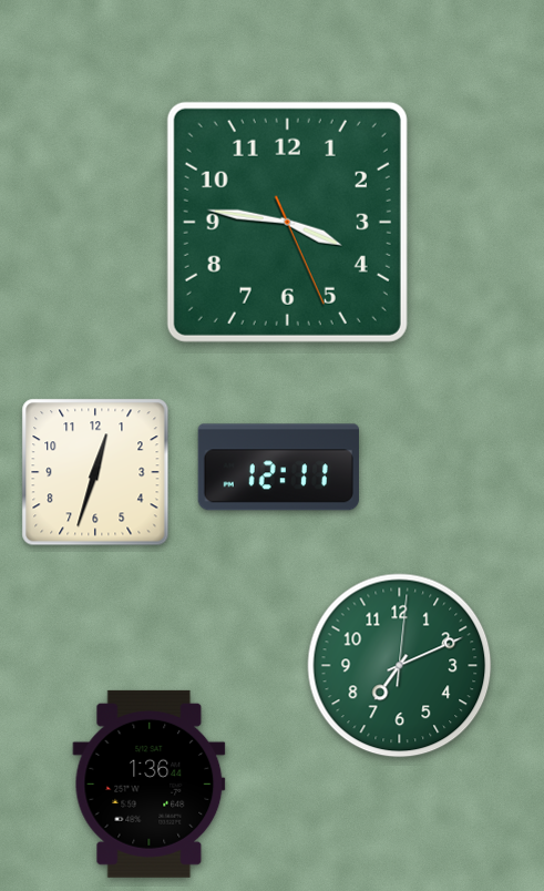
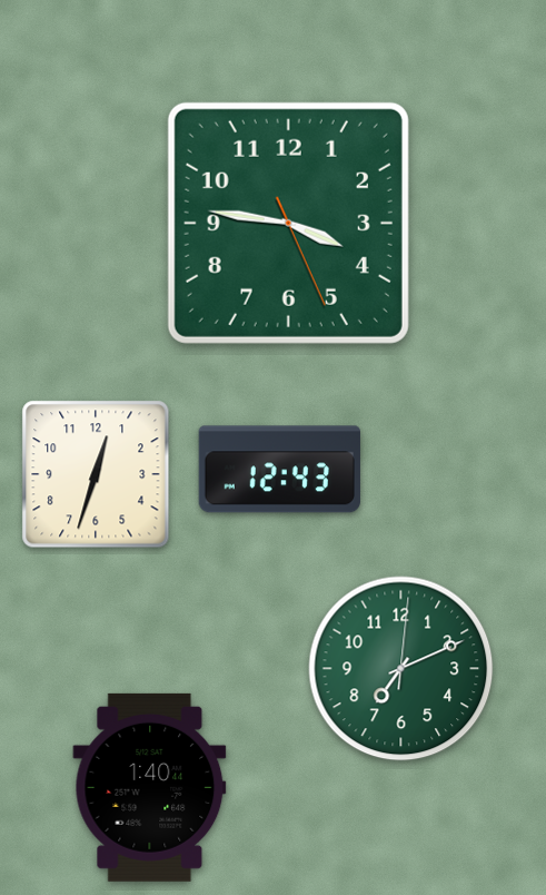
clock at (278, 468): 12:11 -> 12:43
clock at (150, 784): 1:36 -> 1:40
